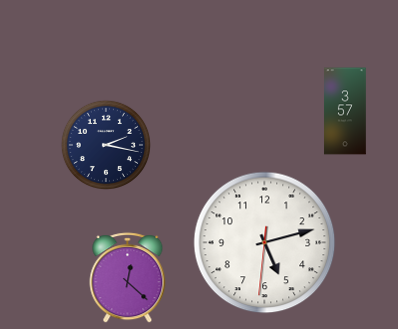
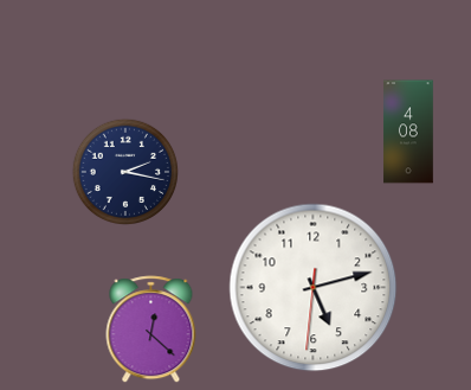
clock at (345, 111): 3:57 -> 4:08
